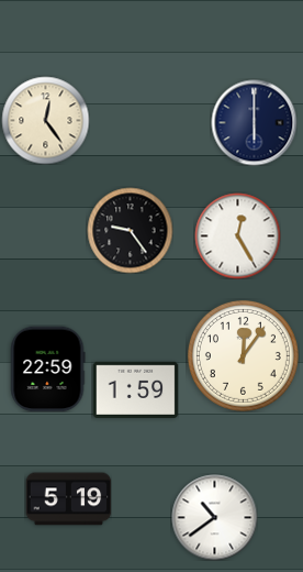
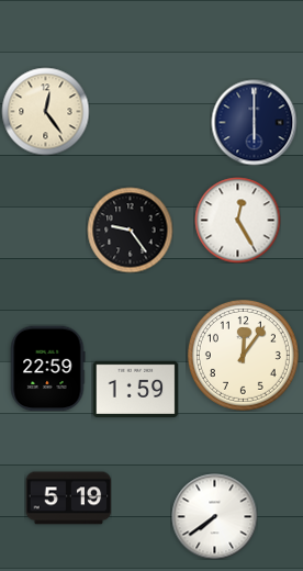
clock at (45, 120) position: (45, 120) -> (45, 111)
clock at (237, 235) position: (237, 235) -> (237, 220)
clock at (214, 517): 10:39 -> 7:39
